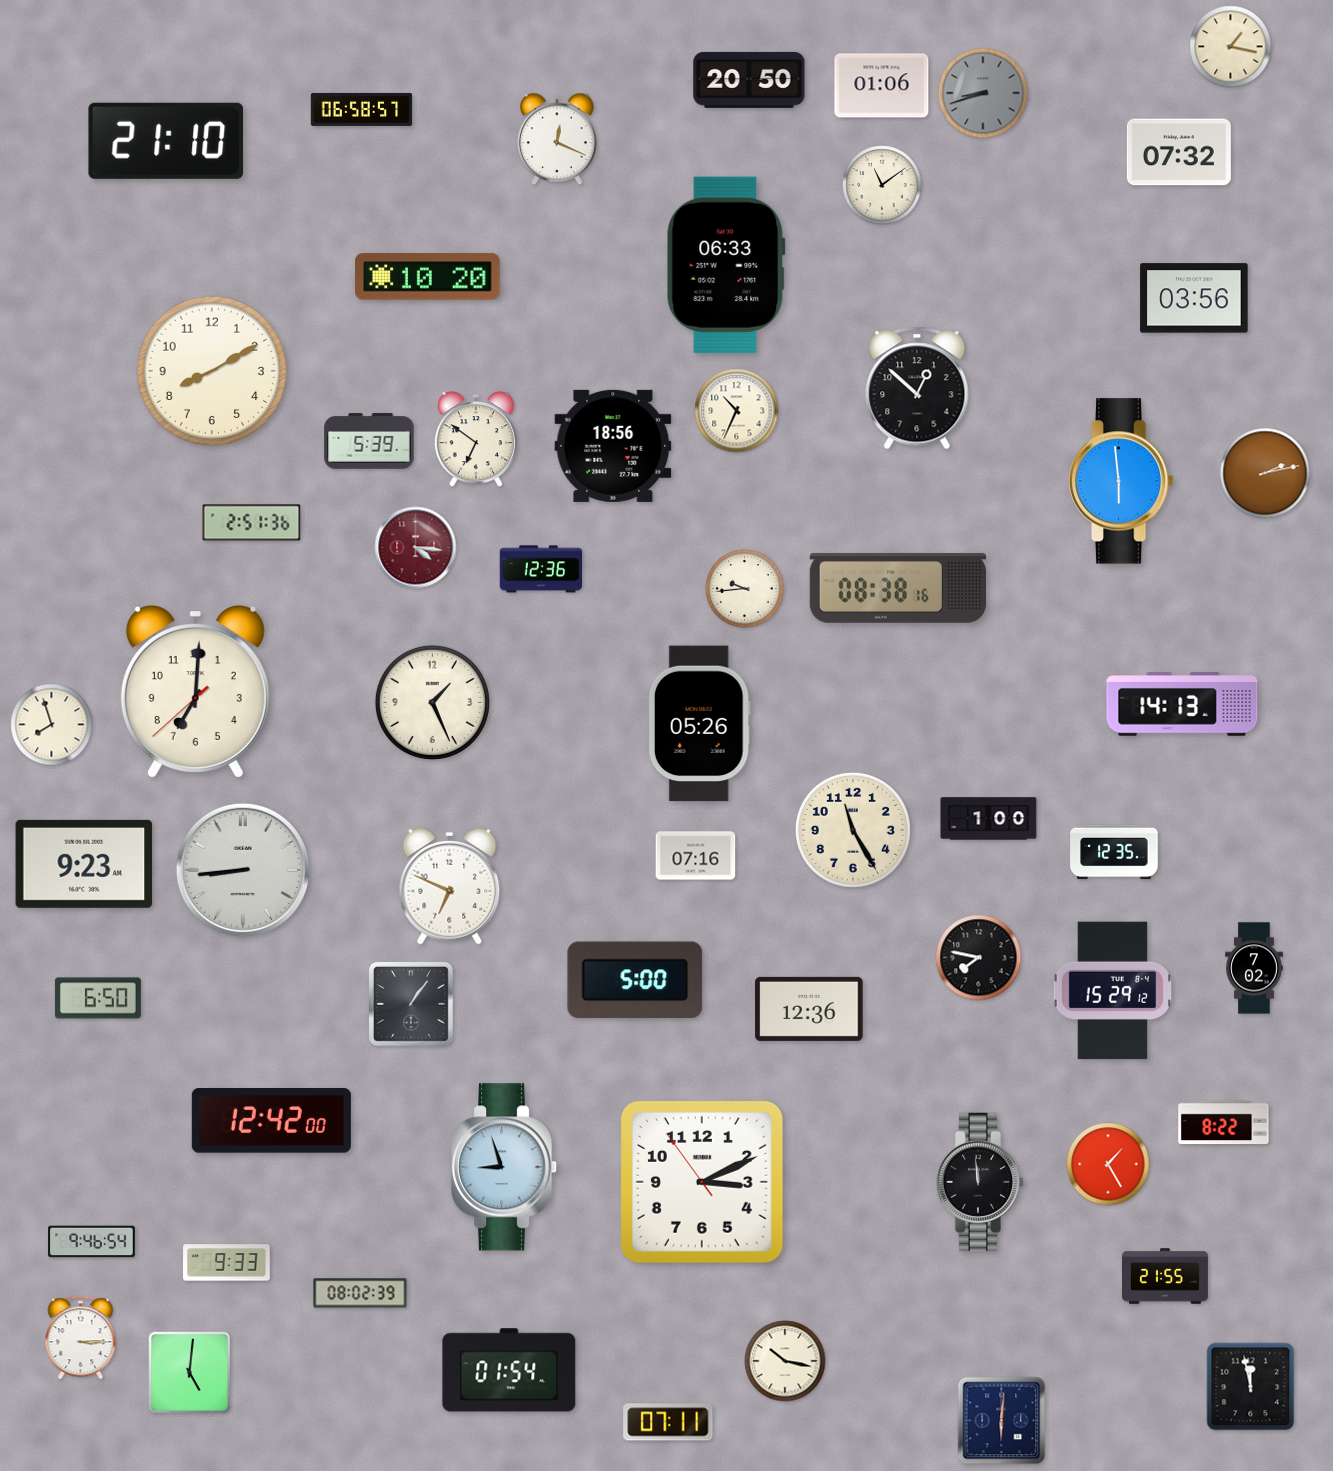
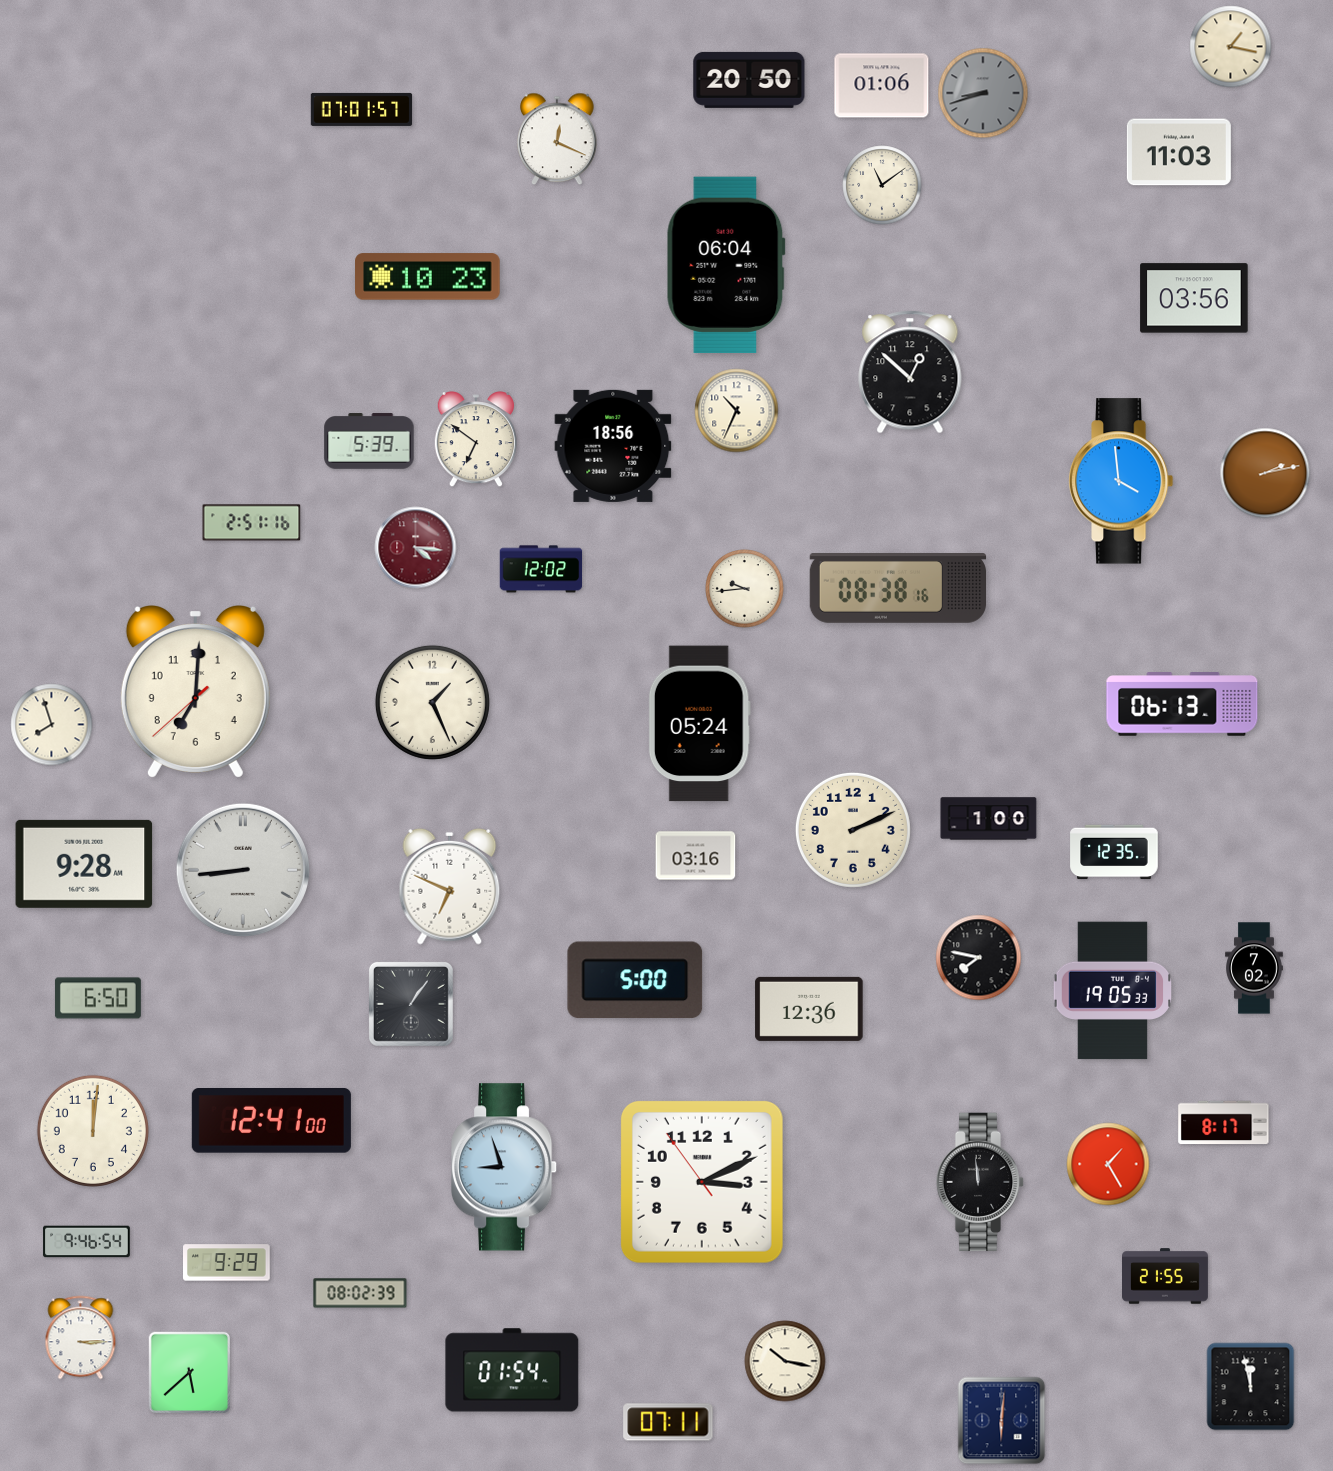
clock at (362, 109): 06:58 -> 07:01
clock at (166, 141): 21:10 -> none
clock at (1179, 152): 07:32 -> 11:03
clock at (726, 265): 06:33 -> 06:04
clock at (428, 277): 10:20 -> 10:23
clock at (212, 371): 8:10 -> none
clock at (917, 388) position: (917, 388) -> (910, 372)
clock at (1121, 481): 5:59 -> 3:59
clock at (252, 523): 2:51:36 -> 2:51:16
clock at (541, 569): 12:36 -> 12:02
clock at (1182, 704): 14:13 -> 06:13
clock at (699, 724): 05:26 -> 05:24
clock at (853, 830): 11:25 -> 2:11
clock at (696, 856): 07:16 -> 03:16
clock at (84, 864): 9:23 -> 9:28
clock at (1113, 991): 15:29 -> 19:05
clock at (271, 1121): 12:42 -> 12:41
clock at (1224, 1123): 8:22 -> 8:17
clock at (93, 1131): none -> 12:01
clock at (92, 1242) position: (92, 1242) -> (87, 1242)
clock at (227, 1263): 9:33 -> 9:29
clock at (509, 1370) position: (509, 1370) -> (512, 1370)
clock at (190, 1373): 5:01 -> 5:38
